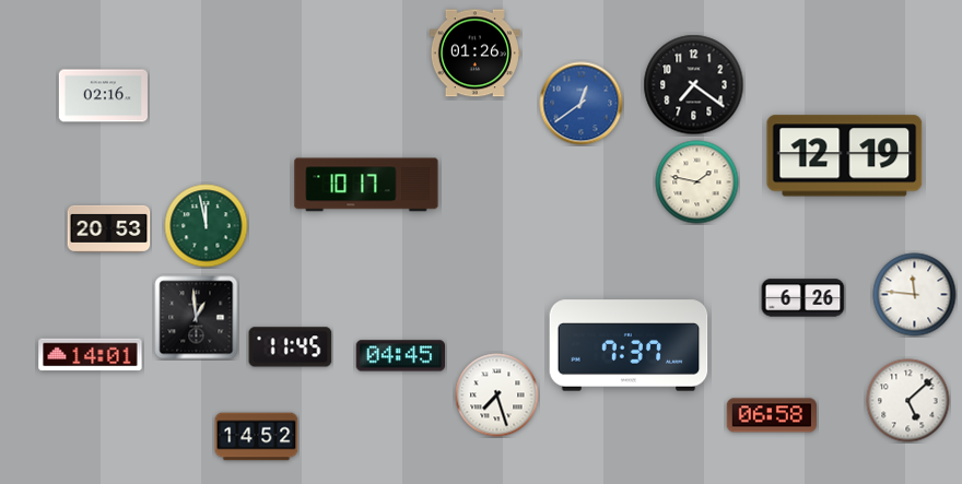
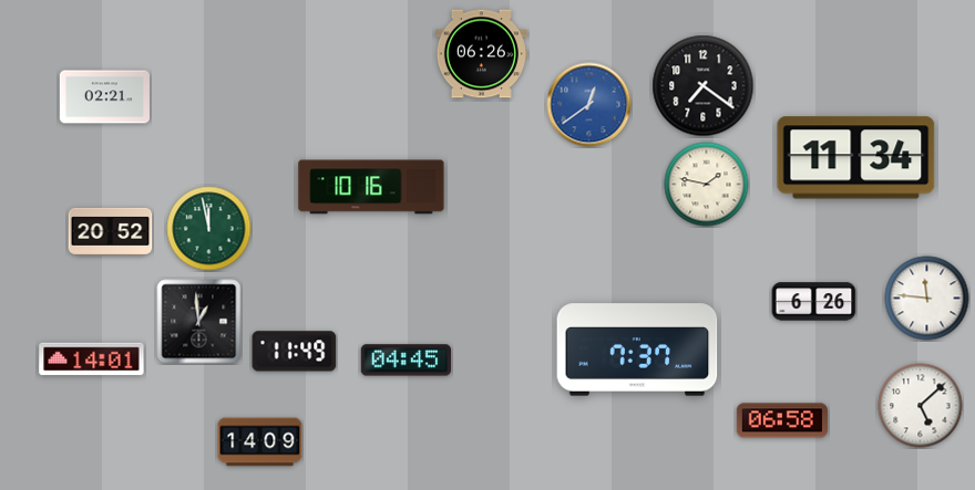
clock at (474, 54): 01:26 -> 06:26
clock at (104, 96): 02:16 -> 02:21
clock at (845, 156): 12:19 -> 11:34
clock at (366, 185): 10:17 -> 10:16
clock at (109, 228): 20:53 -> 20:52
clock at (291, 347): 11:45 -> 11:49
clock at (497, 396): 7:27 -> none
clock at (257, 437): 14:52 -> 14:09
